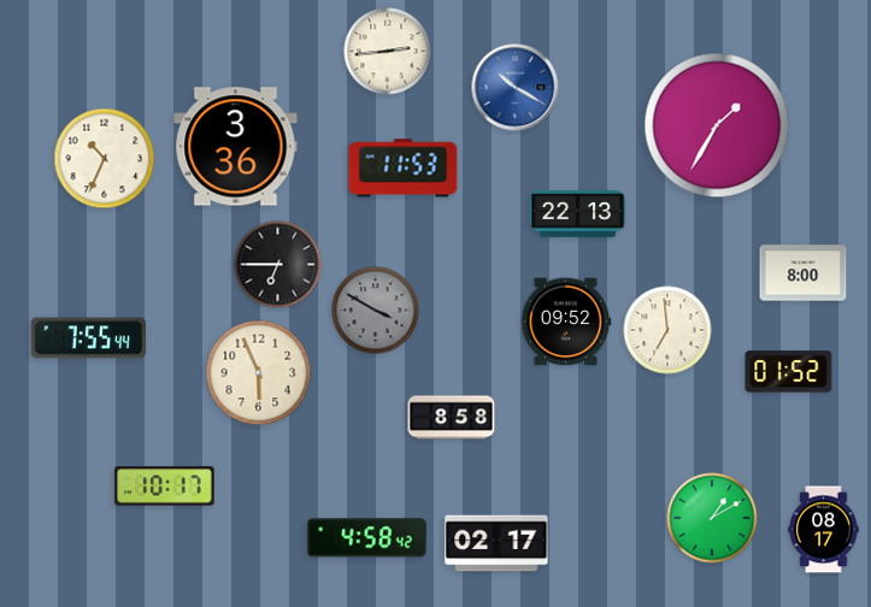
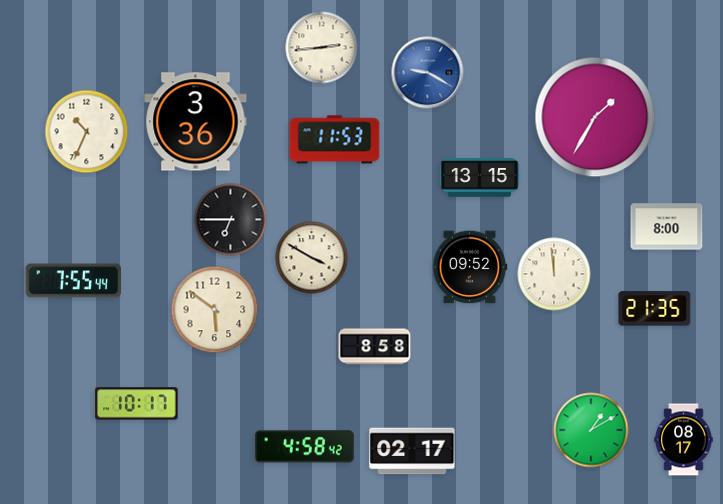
clock at (388, 52) position: (388, 52) -> (322, 48)
clock at (516, 88): 10:20 -> 9:20
clock at (717, 125) position: (717, 125) -> (595, 117)
clock at (577, 214): 22:13 -> 13:15
clock at (376, 311) dial: grey -> cream
clock at (667, 330): 6:59 -> 11:59
clock at (789, 372): 01:52 -> 21:35
clock at (259, 373): 5:56 -> 5:51
